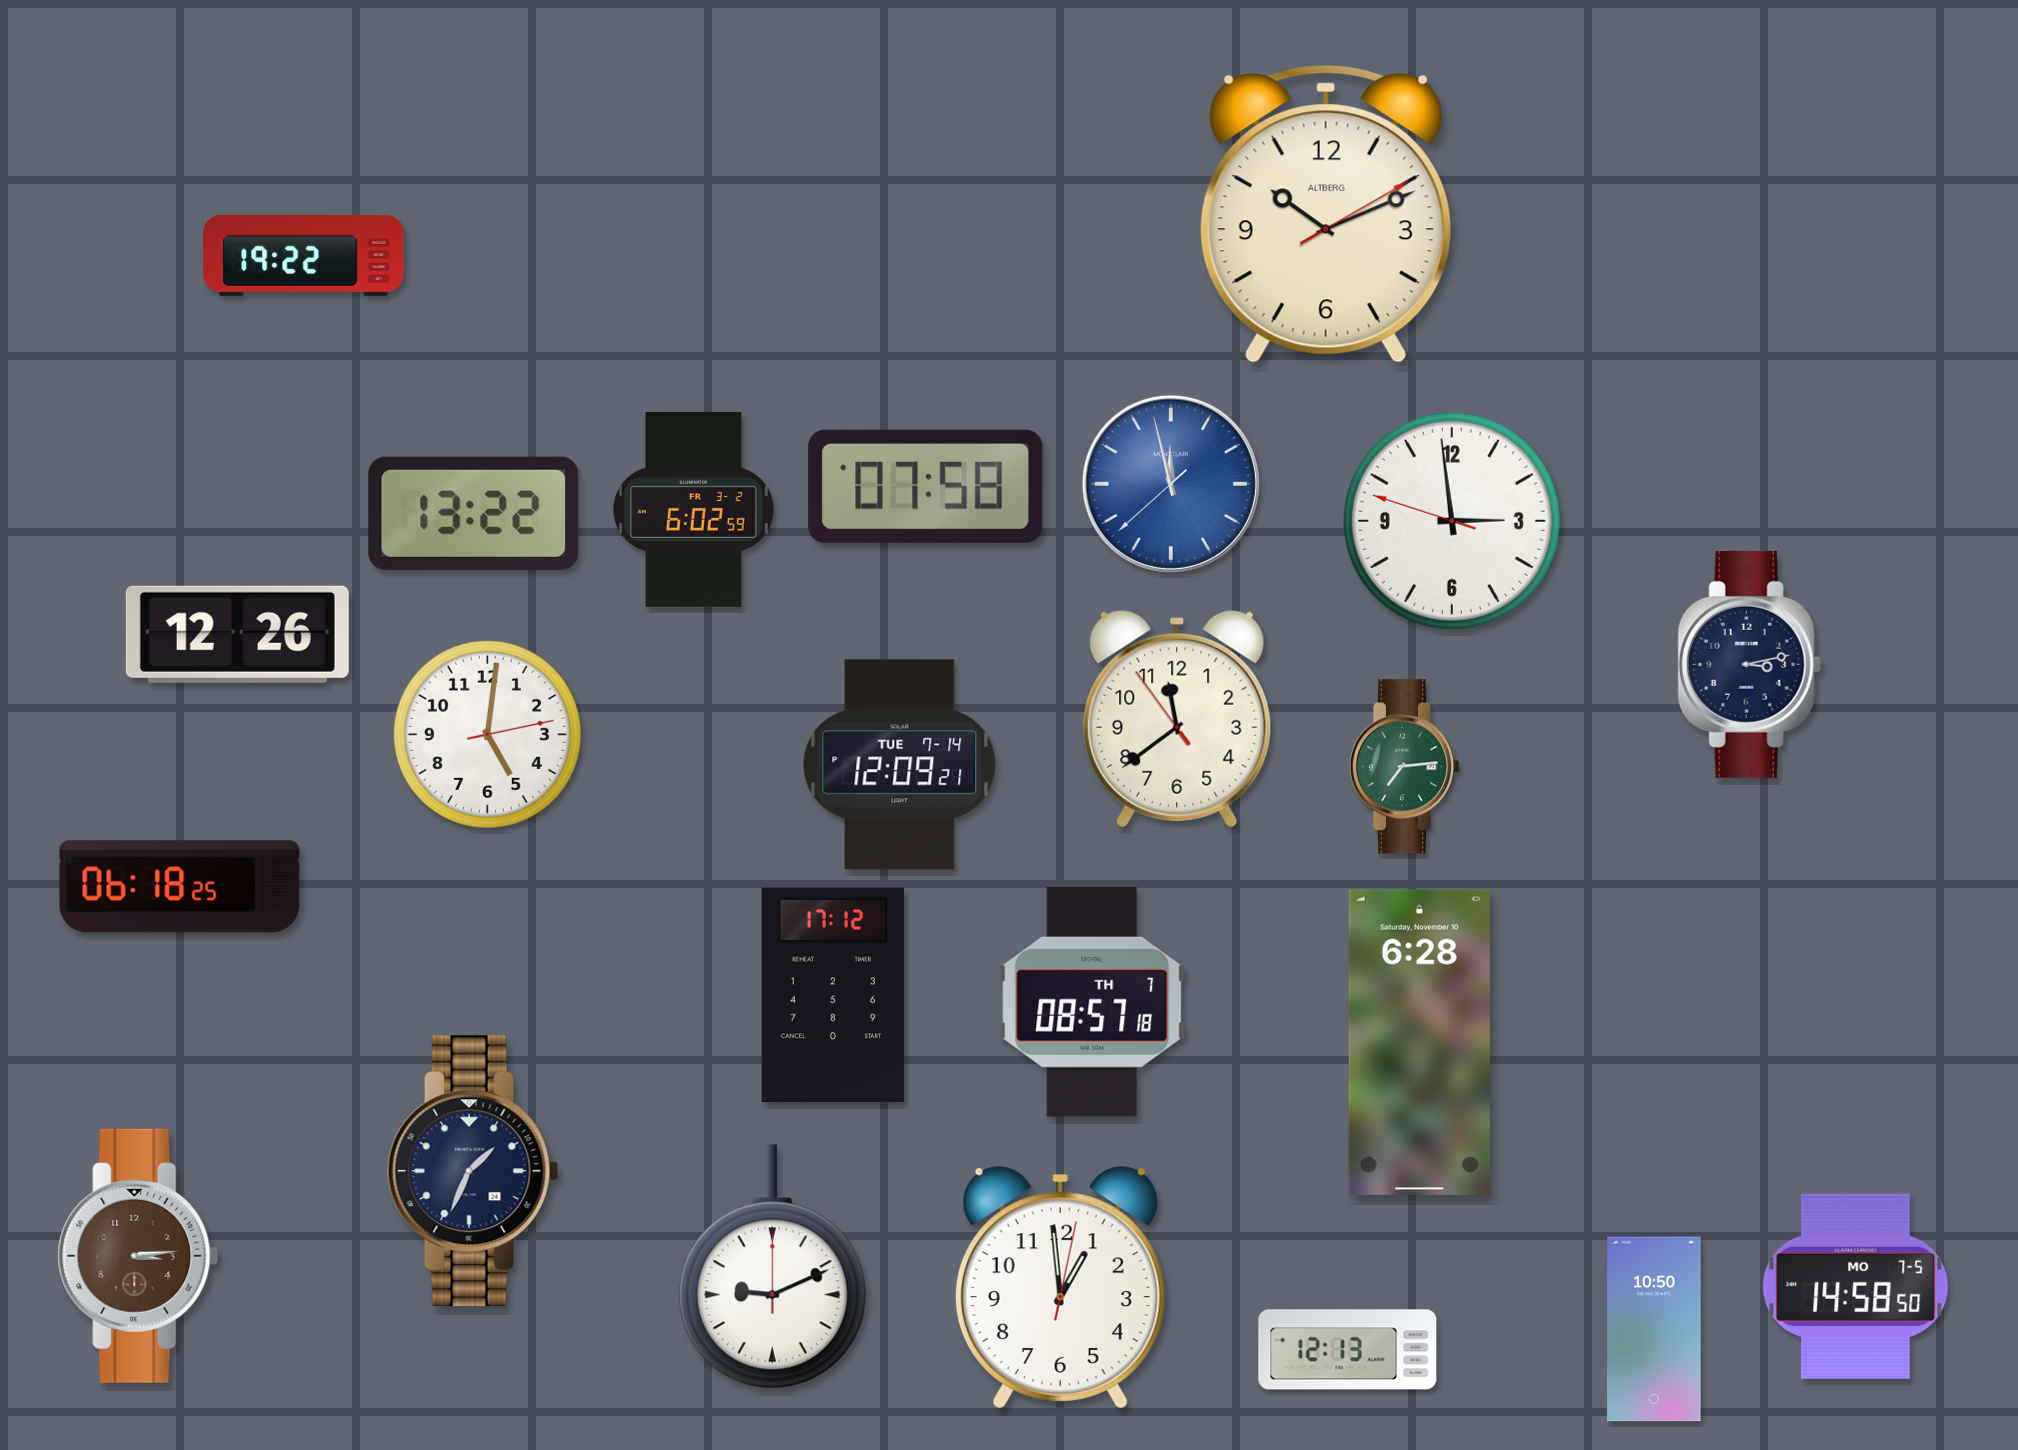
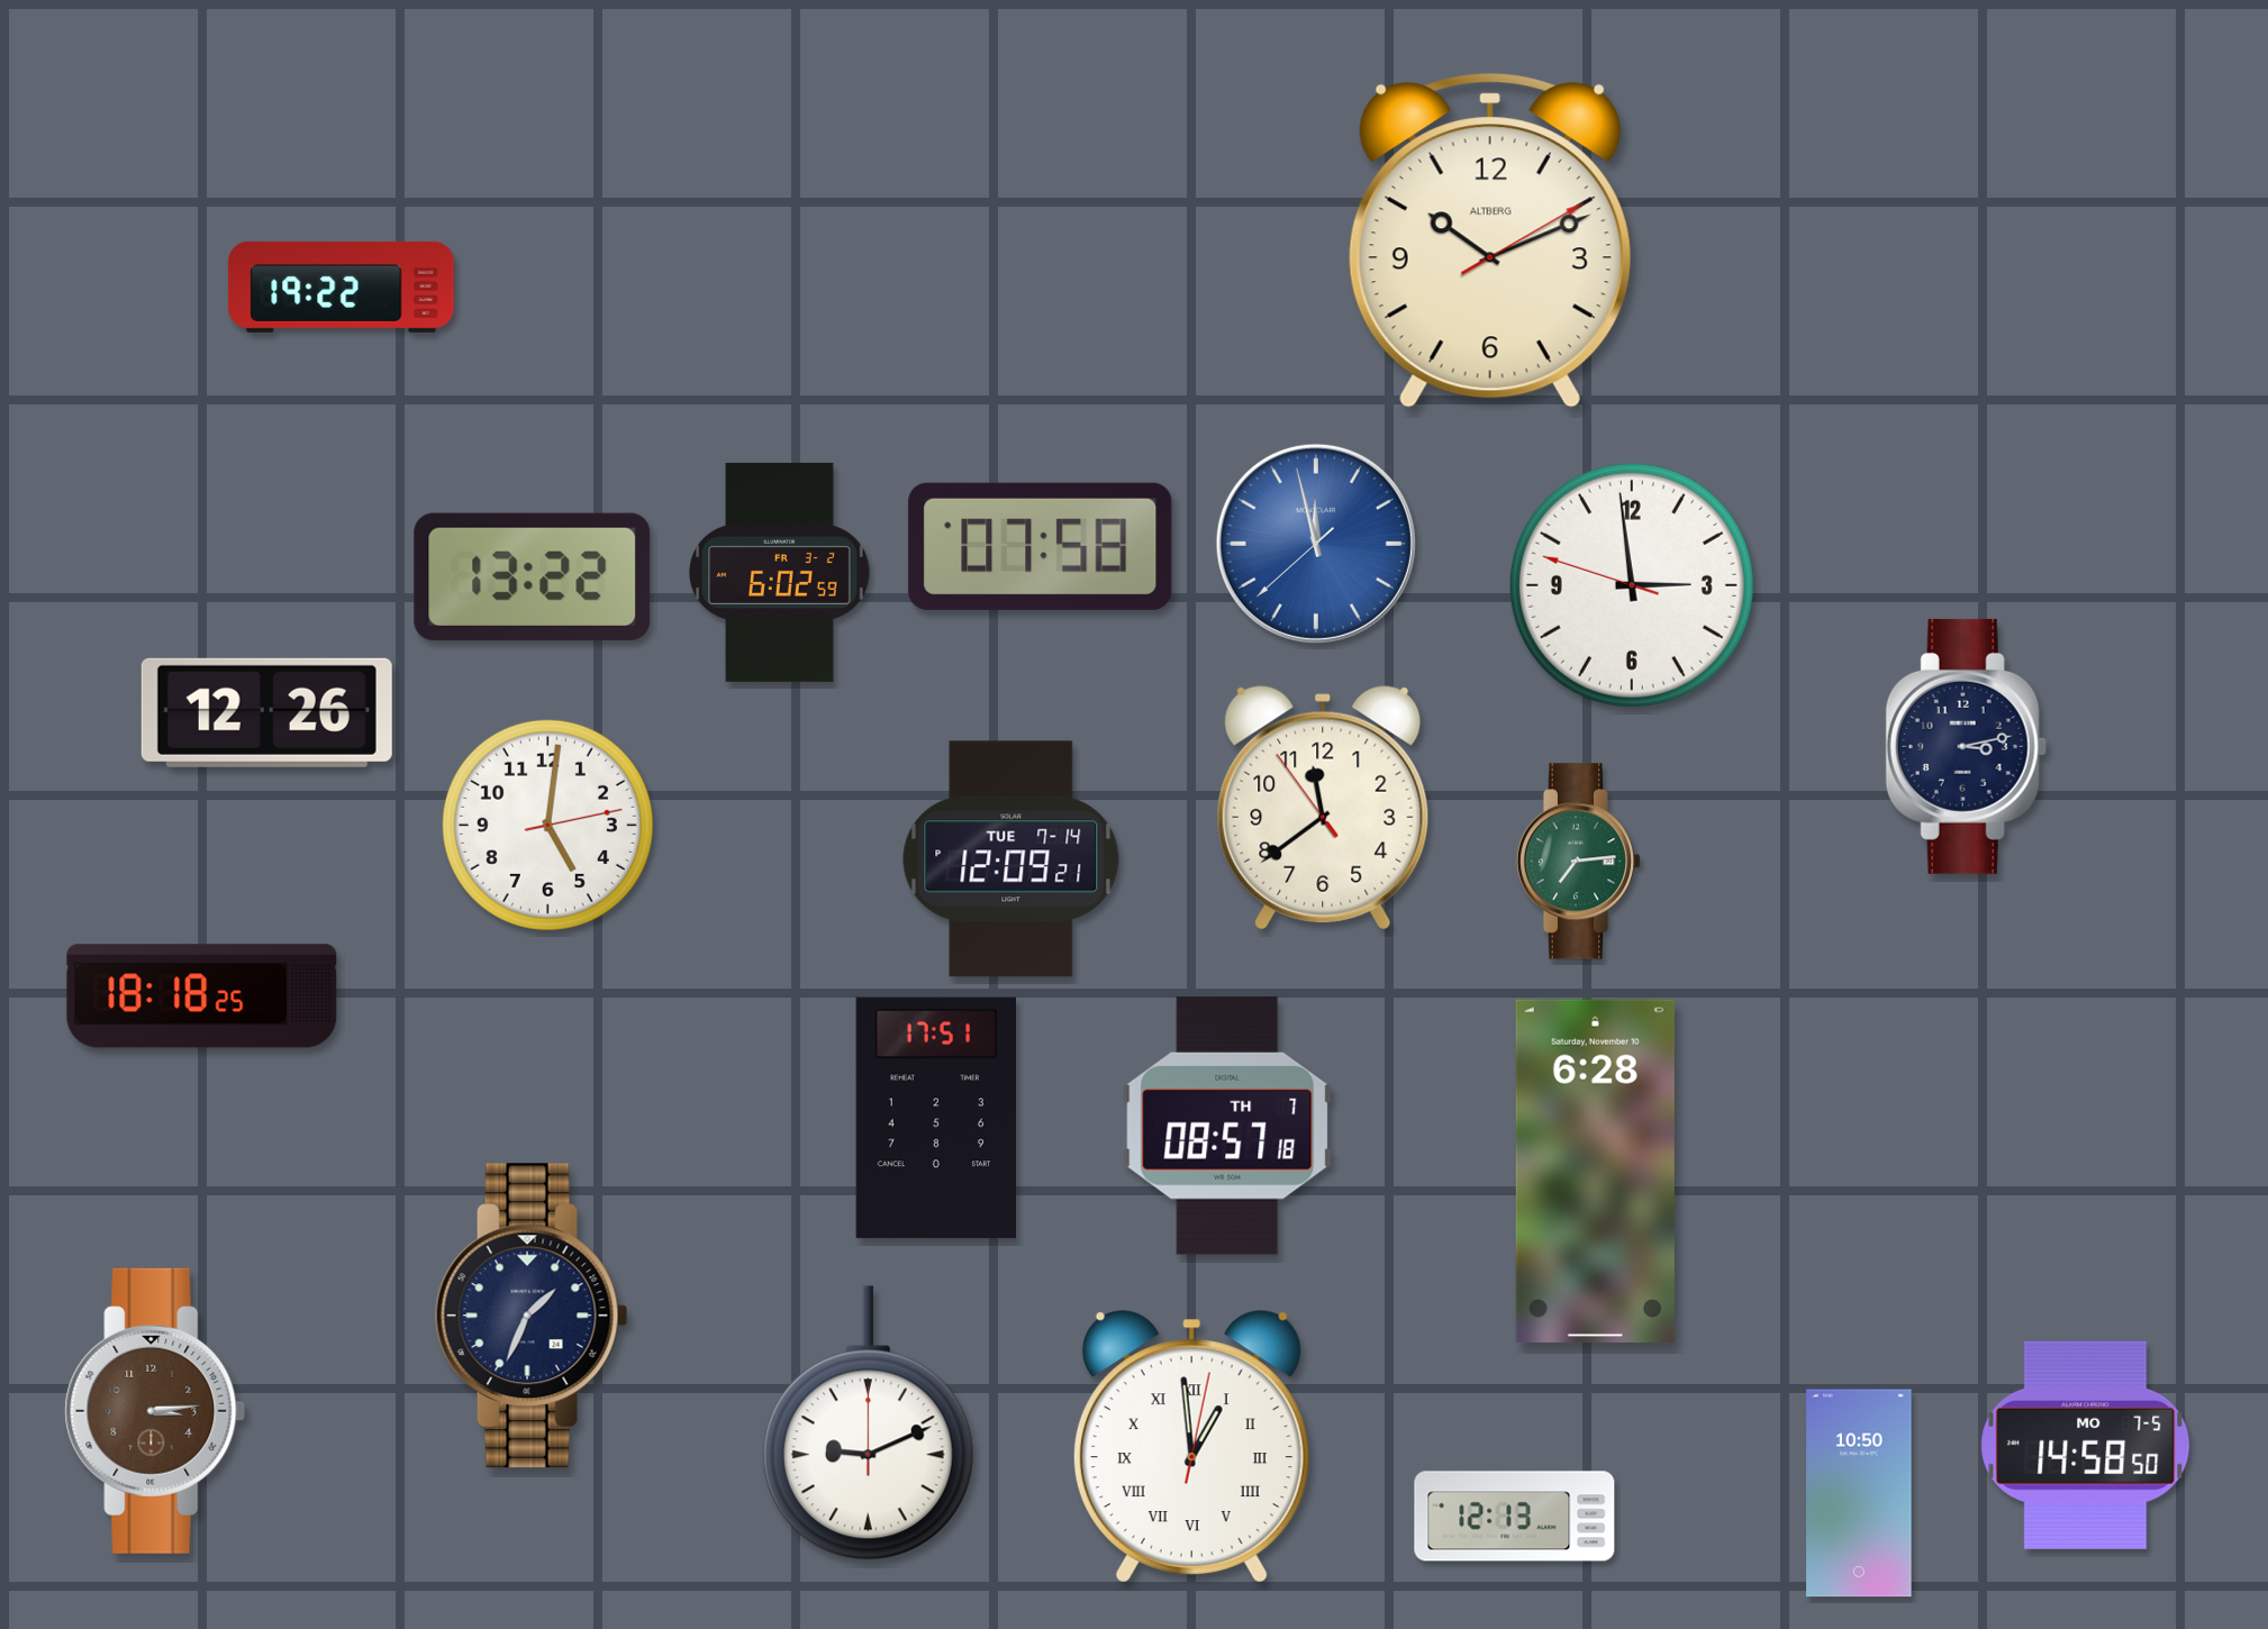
clock at (180, 887): 06:18 -> 18:18
clock at (832, 995): 17:12 -> 17:51
clock at (1060, 1288) numerals: Arabic -> Roman
